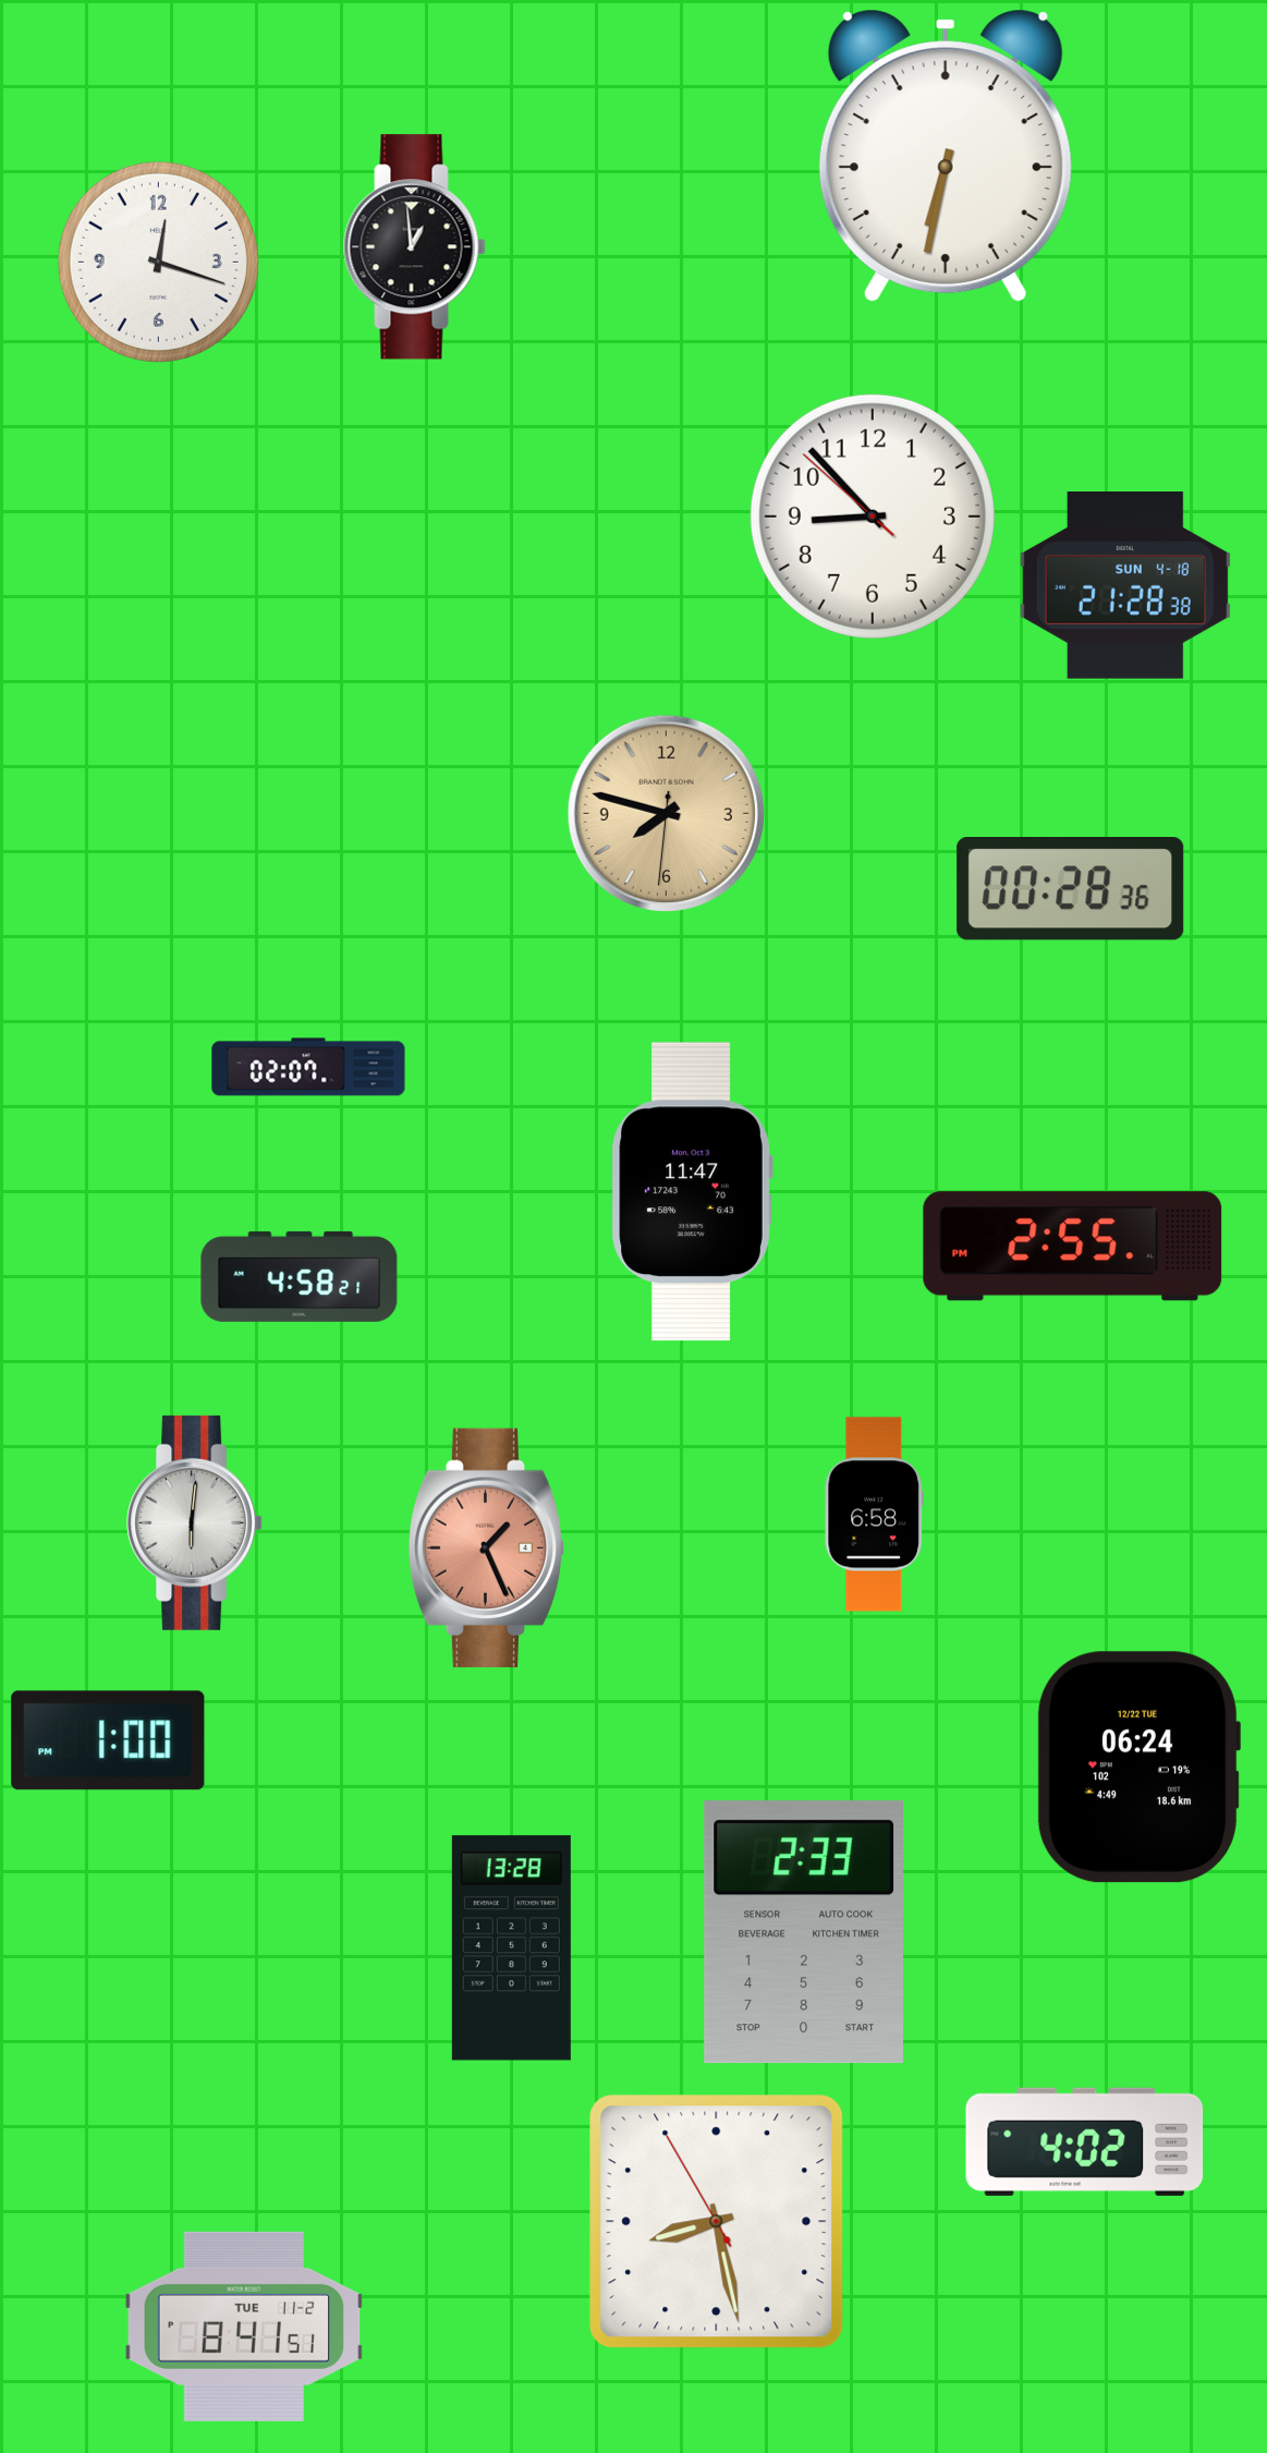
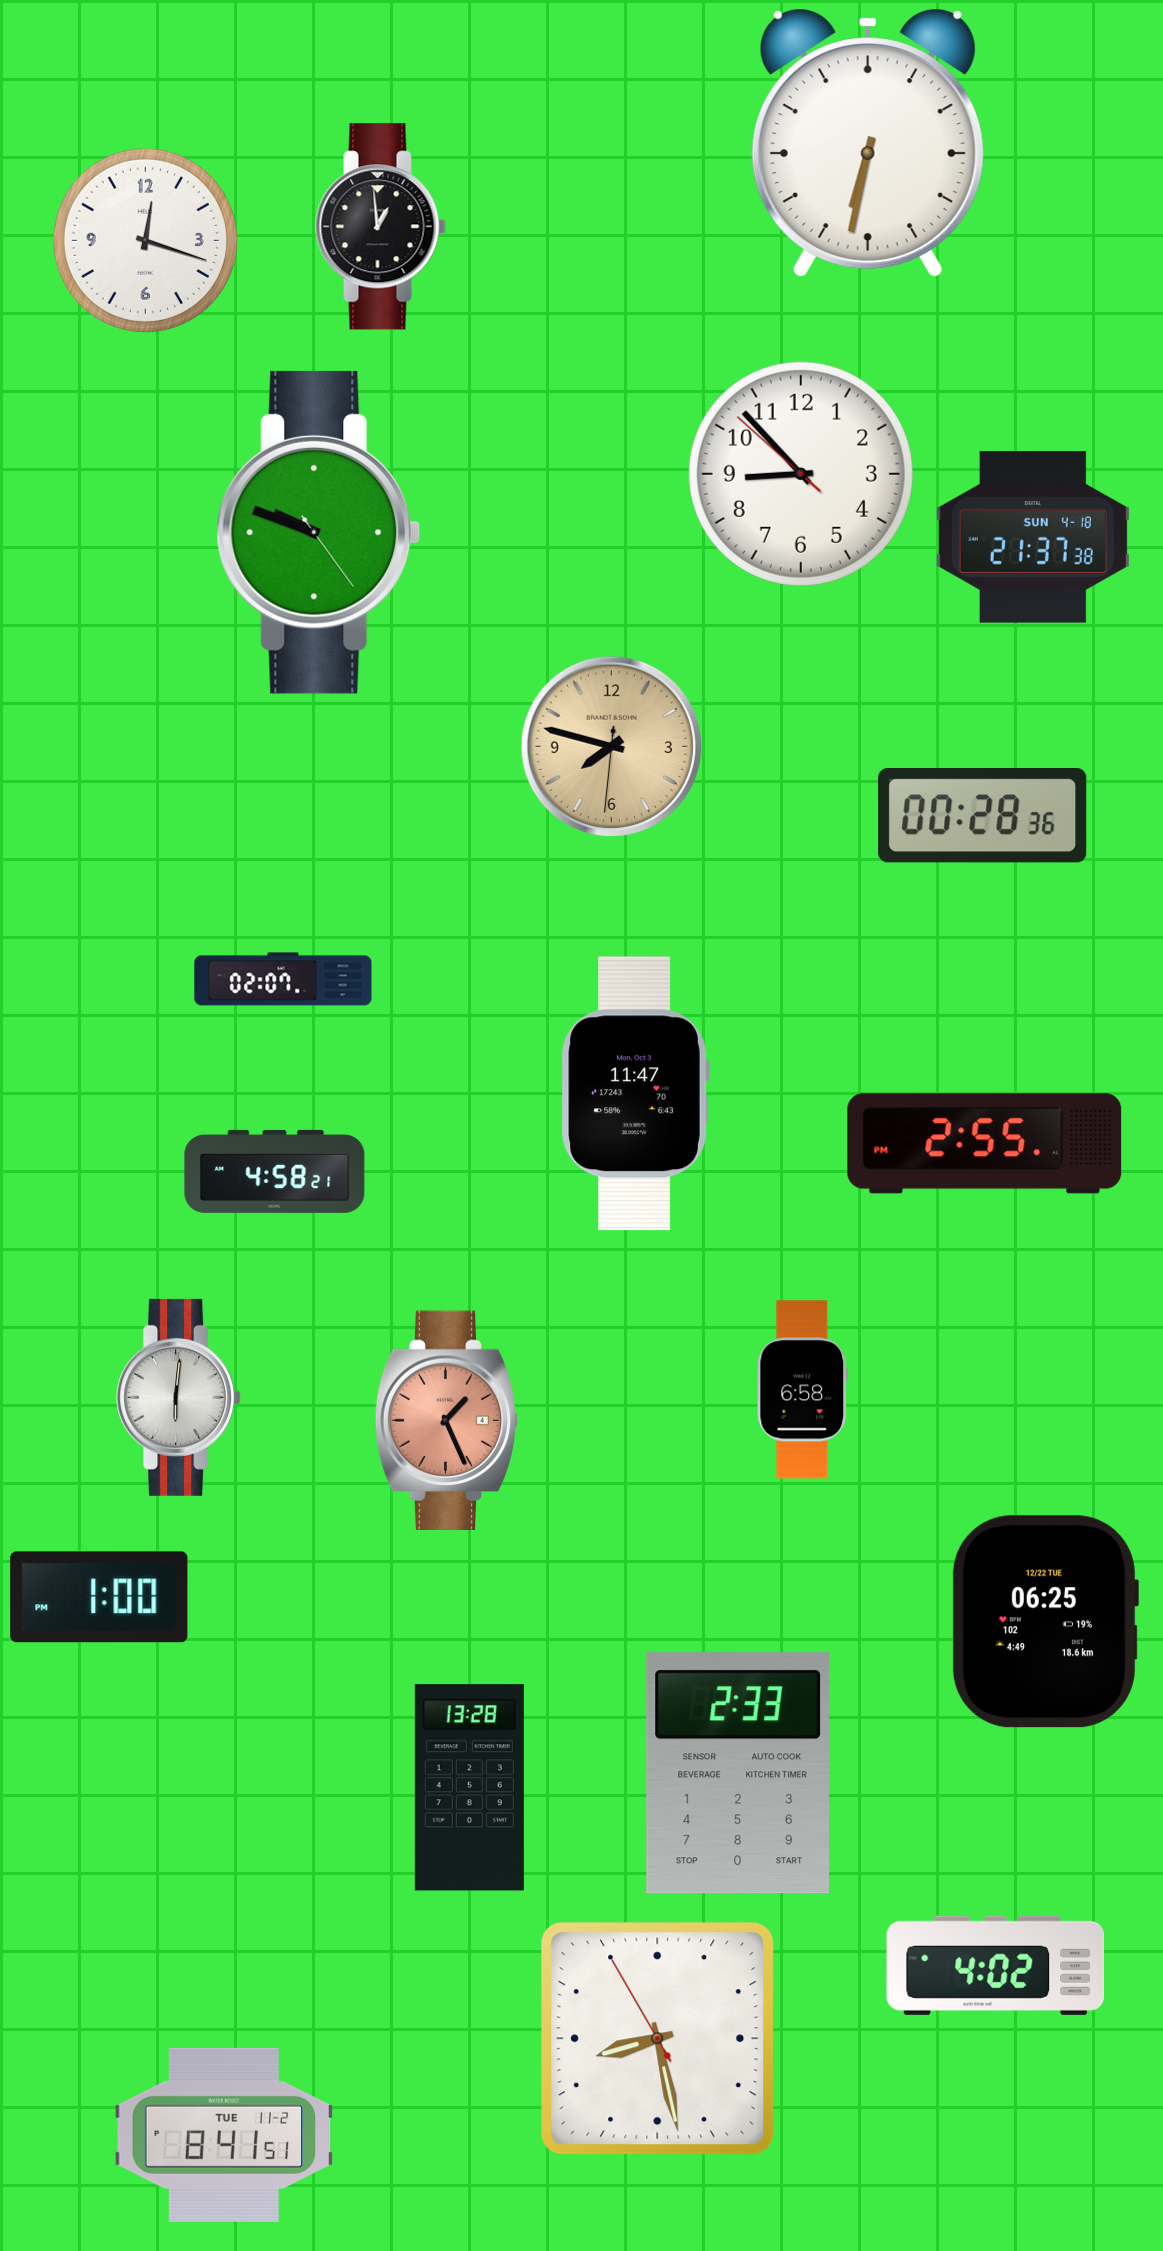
clock at (319, 532): none -> 9:48
clock at (1125, 586): 21:28 -> 21:37
clock at (1138, 1768): 06:24 -> 06:25
